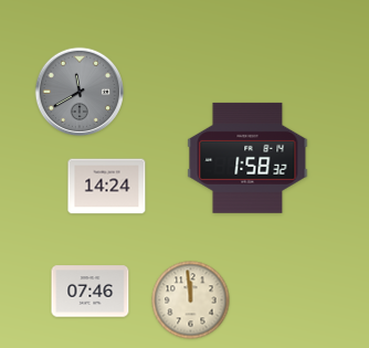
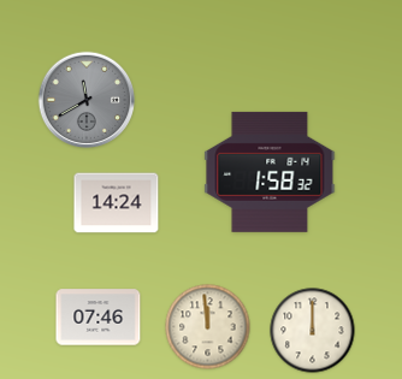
clock at (313, 331): none -> 12:00
